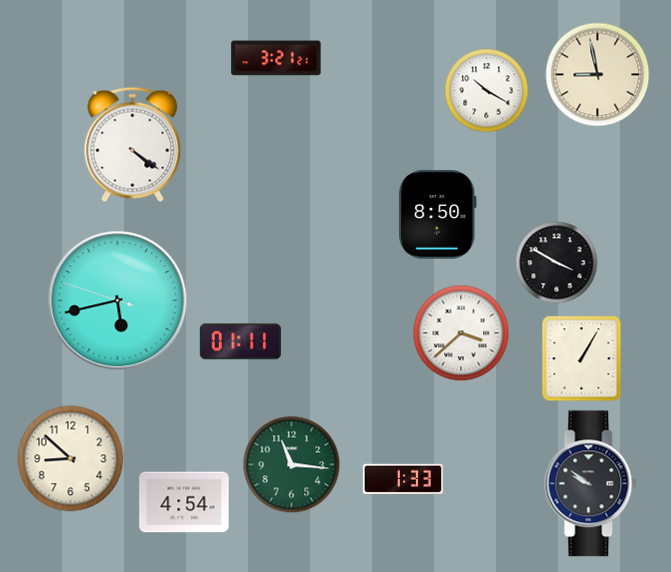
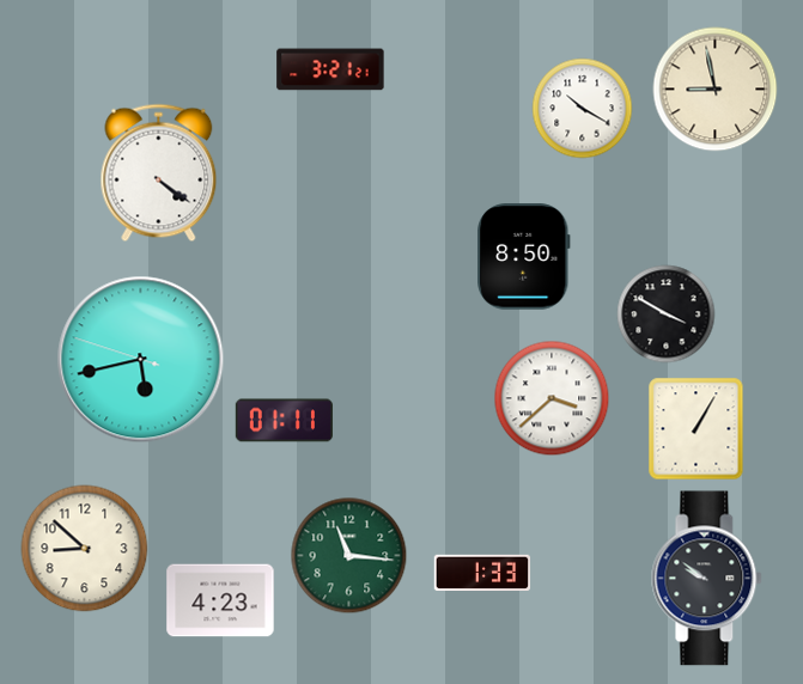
clock at (240, 342) position: (240, 342) -> (284, 421)
clock at (184, 502): 4:54 -> 4:23
